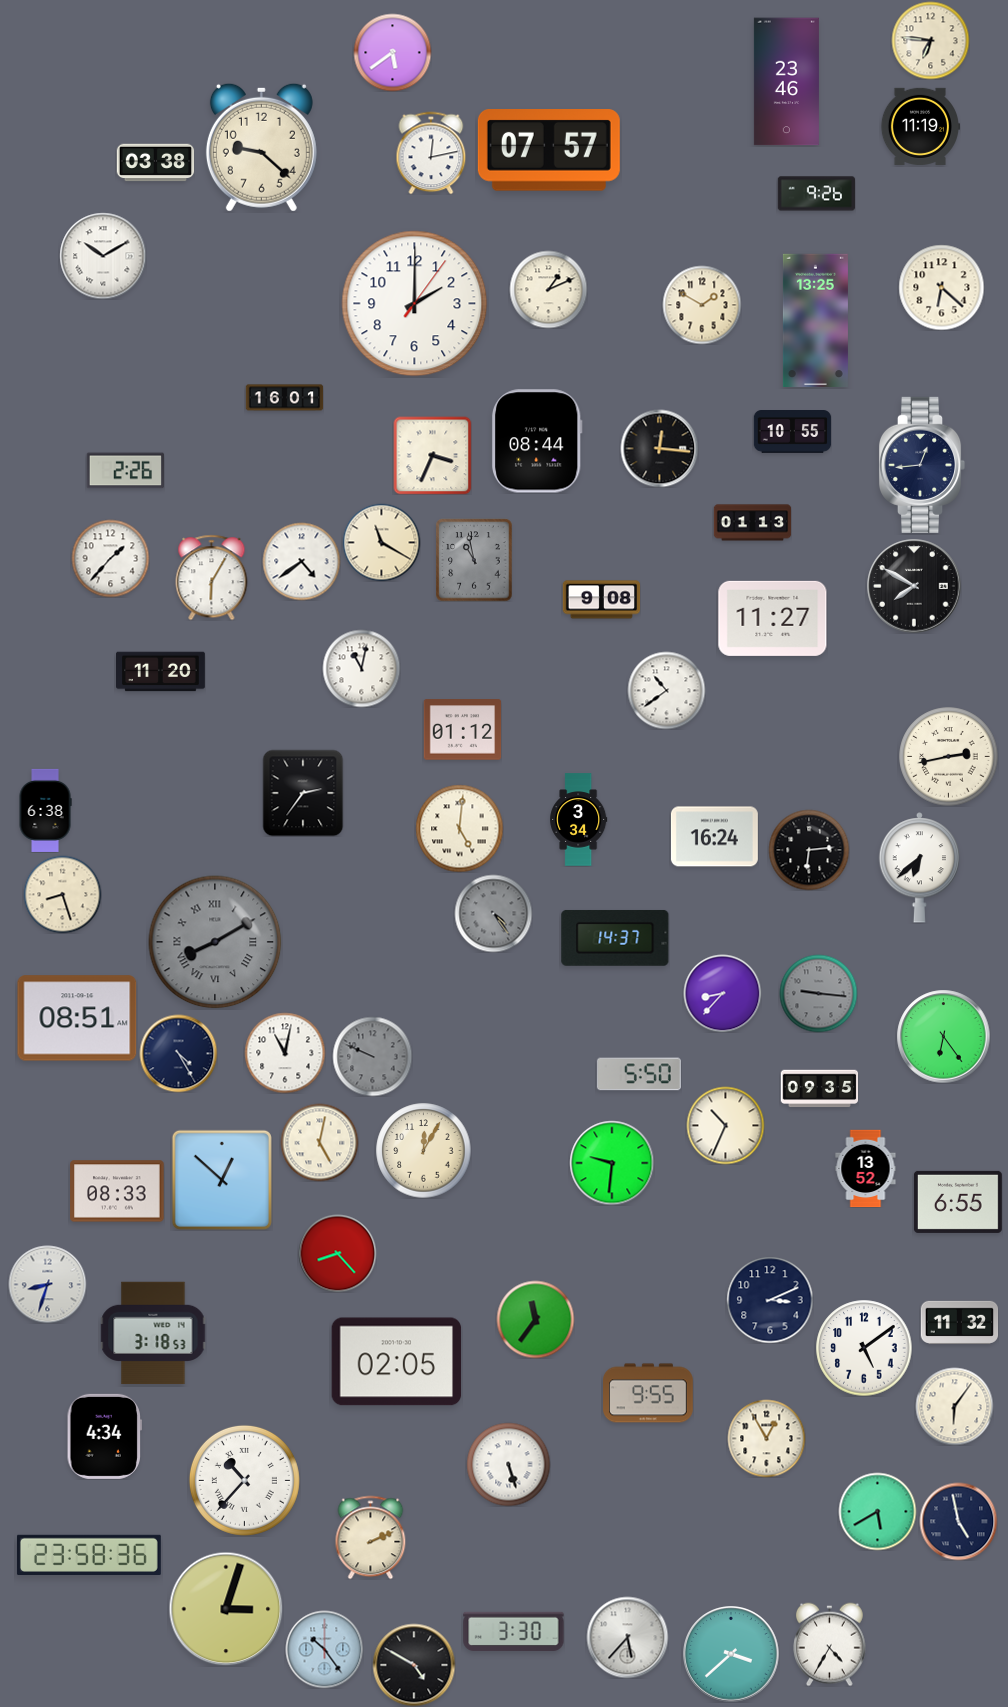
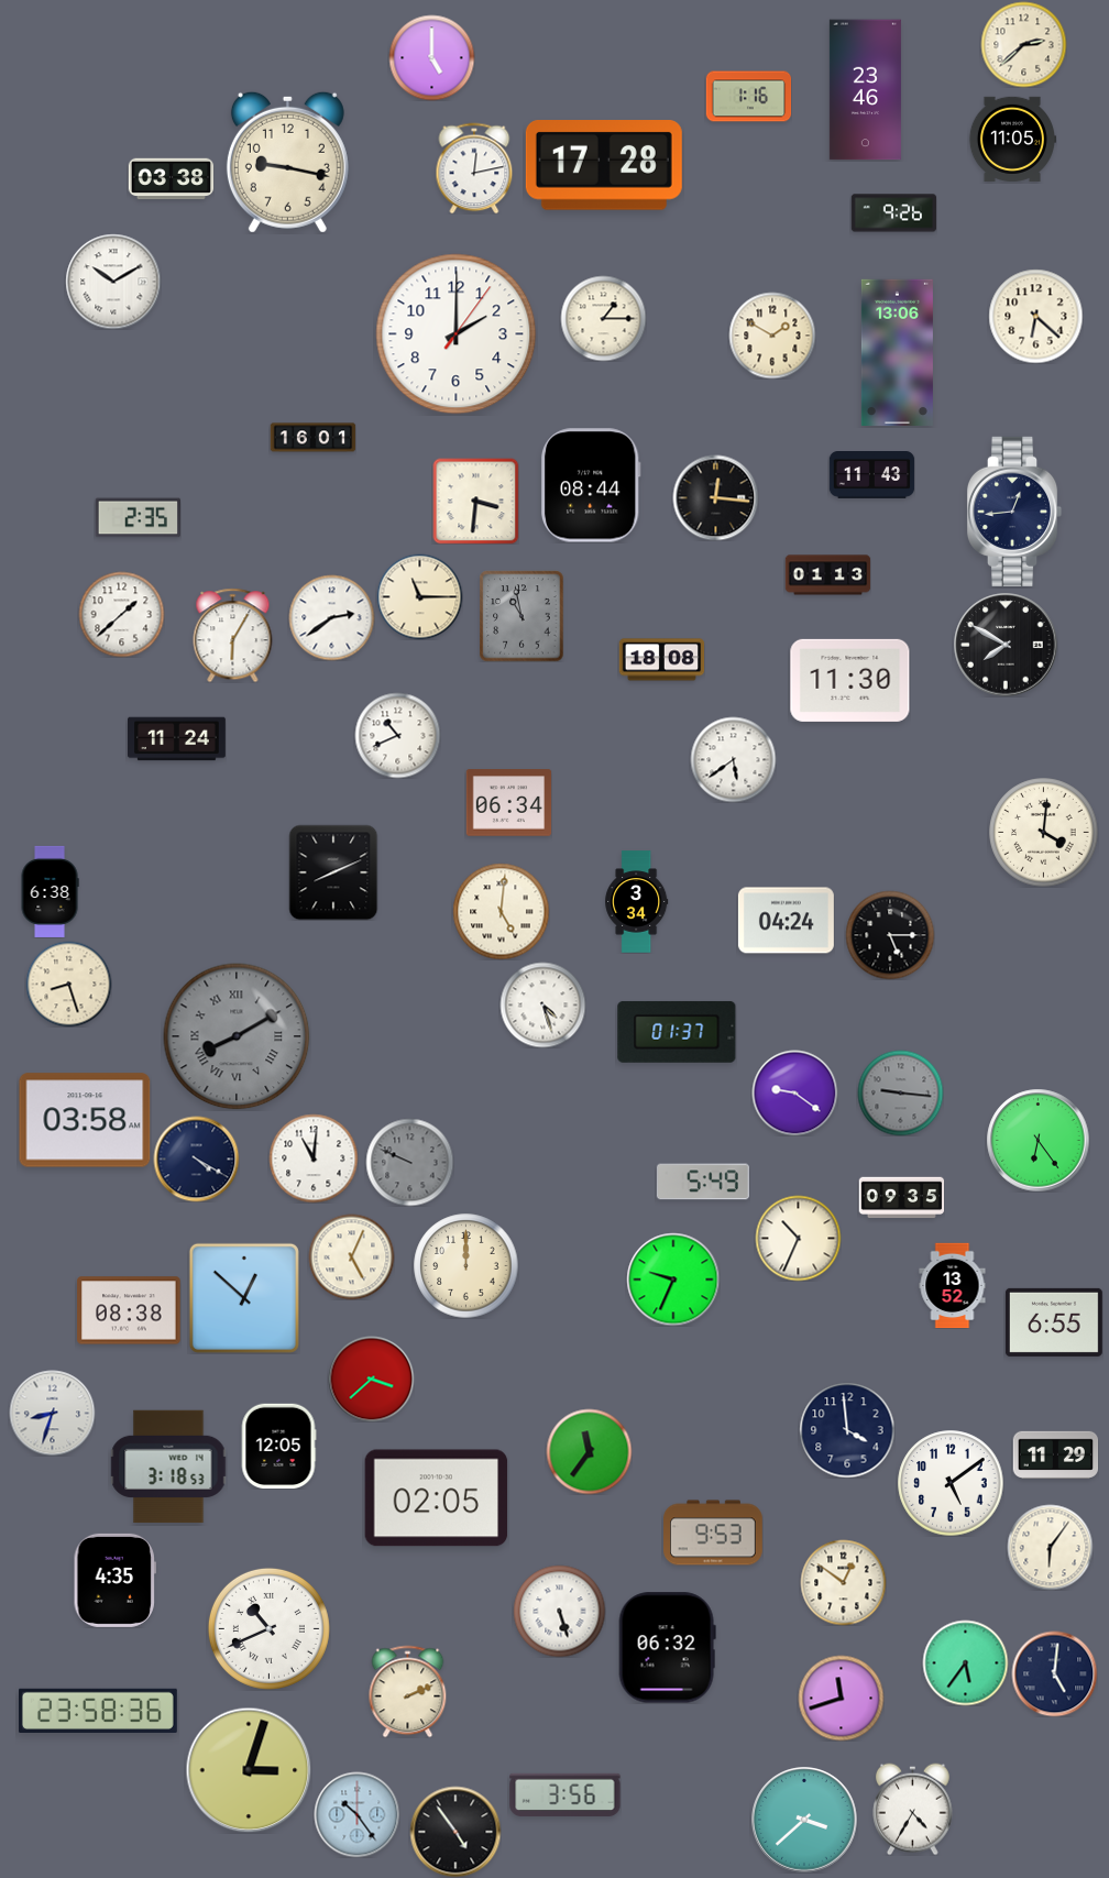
clock at (930, 40): 6:46 -> 2:38
clock at (392, 52): 5:39 -> 5:00
clock at (748, 97): none -> 1:16
clock at (920, 126): 11:19 -> 11:05
clock at (261, 147): 9:22 -> 9:17
clock at (549, 151): 07:57 -> 17:28
clock at (816, 194) position: (816, 194) -> (893, 213)
clock at (548, 289): 1:11 -> 1:15
clock at (815, 321): 13:25 -> 13:06
clock at (792, 432): 10:55 -> 11:43
clock at (659, 448) position: (659, 448) -> (715, 497)
clock at (432, 455): 3:34 -> 3:31
clock at (125, 471): 2:26 -> 2:35
clock at (381, 542): 11:20 -> 11:15
clock at (110, 558): 1:37 -> 1:38
clock at (301, 561): 4:39 -> 2:39
clock at (601, 600): 9:08 -> 18:08
clock at (773, 618): 11:27 -> 11:30
clock at (361, 668): 11:02 -> 10:41
clock at (161, 672): 11:20 -> 11:24
clock at (666, 690): 10:39 -> 5:39
clock at (462, 730): 01:12 -> 06:34
clock at (949, 757): 2:43 -> 4:01
clock at (303, 793): 2:36 -> 8:11
clock at (459, 828) position: (459, 828) -> (501, 911)
clock at (714, 837): 16:24 -> 04:24
clock at (809, 850): 6:14 -> 5:15
clock at (920, 868): 6:38 -> none
clock at (493, 913): 4:24 -> 4:27
clock at (493, 913) dial: grey -> white
clock at (615, 938): 14:37 -> 01:37
clock at (722, 993): 8:37 -> 9:21
clock at (77, 1018): 08:51 -> 03:58
clock at (178, 1053): 4:25 -> 4:20
clock at (285, 1053): 11:02 -> 11:01
clock at (639, 1074): 5:50 -> 5:49
clock at (319, 1142): 5:02 -> 5:04
clock at (423, 1150): 12:05 -> 12:00
clock at (612, 1163): 9:31 -> 9:34
clock at (117, 1191): 08:33 -> 08:38
clock at (337, 1253): 8:23 -> 3:38
clock at (770, 1300): 3:11 -> 3:59
clock at (278, 1446): none -> 12:05
clock at (959, 1322): 11:32 -> 11:29
clock at (649, 1393): 9:55 -> 9:53
clock at (104, 1436): 4:34 -> 4:35
clock at (766, 1438): 12:55 -> 12:51
clock at (244, 1480): 10:37 -> 10:41
clock at (667, 1648): none -> 06:32
clock at (877, 1511): 5:40 -> 5:36
clock at (958, 1521): 4:58 -> 5:01
clock at (841, 1698): none -> 11:42
clock at (514, 1631): 3:30 -> 3:56
clock at (627, 1637): 5:37 -> none
clock at (414, 1665): 4:50 -> 4:54
